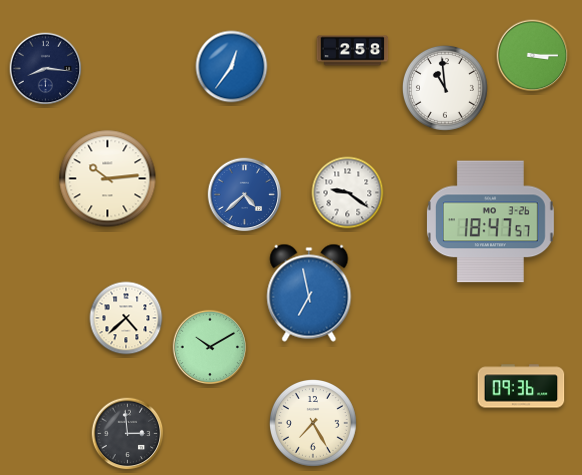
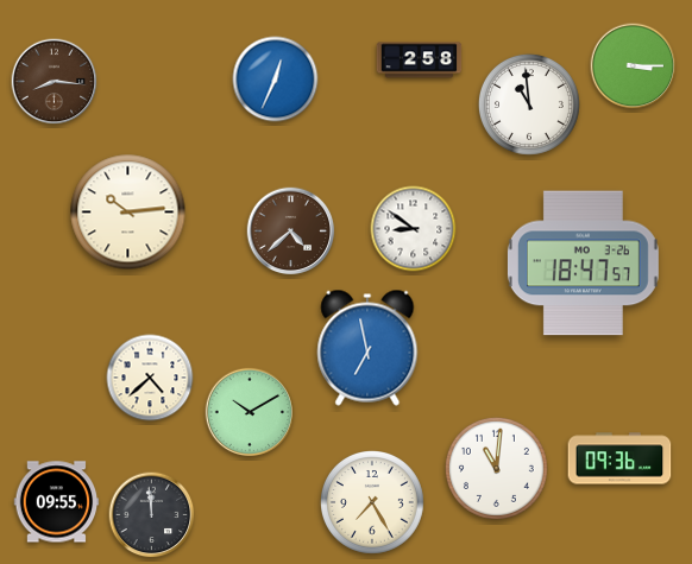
clock at (232, 67): 12:36 -> 12:34
clock at (46, 69) dial: navy -> brown
clock at (348, 193): 9:21 -> 8:51
clock at (245, 195) dial: blue -> brown
clock at (496, 468): none -> 11:01
clock at (57, 502): none -> 09:55
clock at (128, 434): 2:59 -> 11:59
